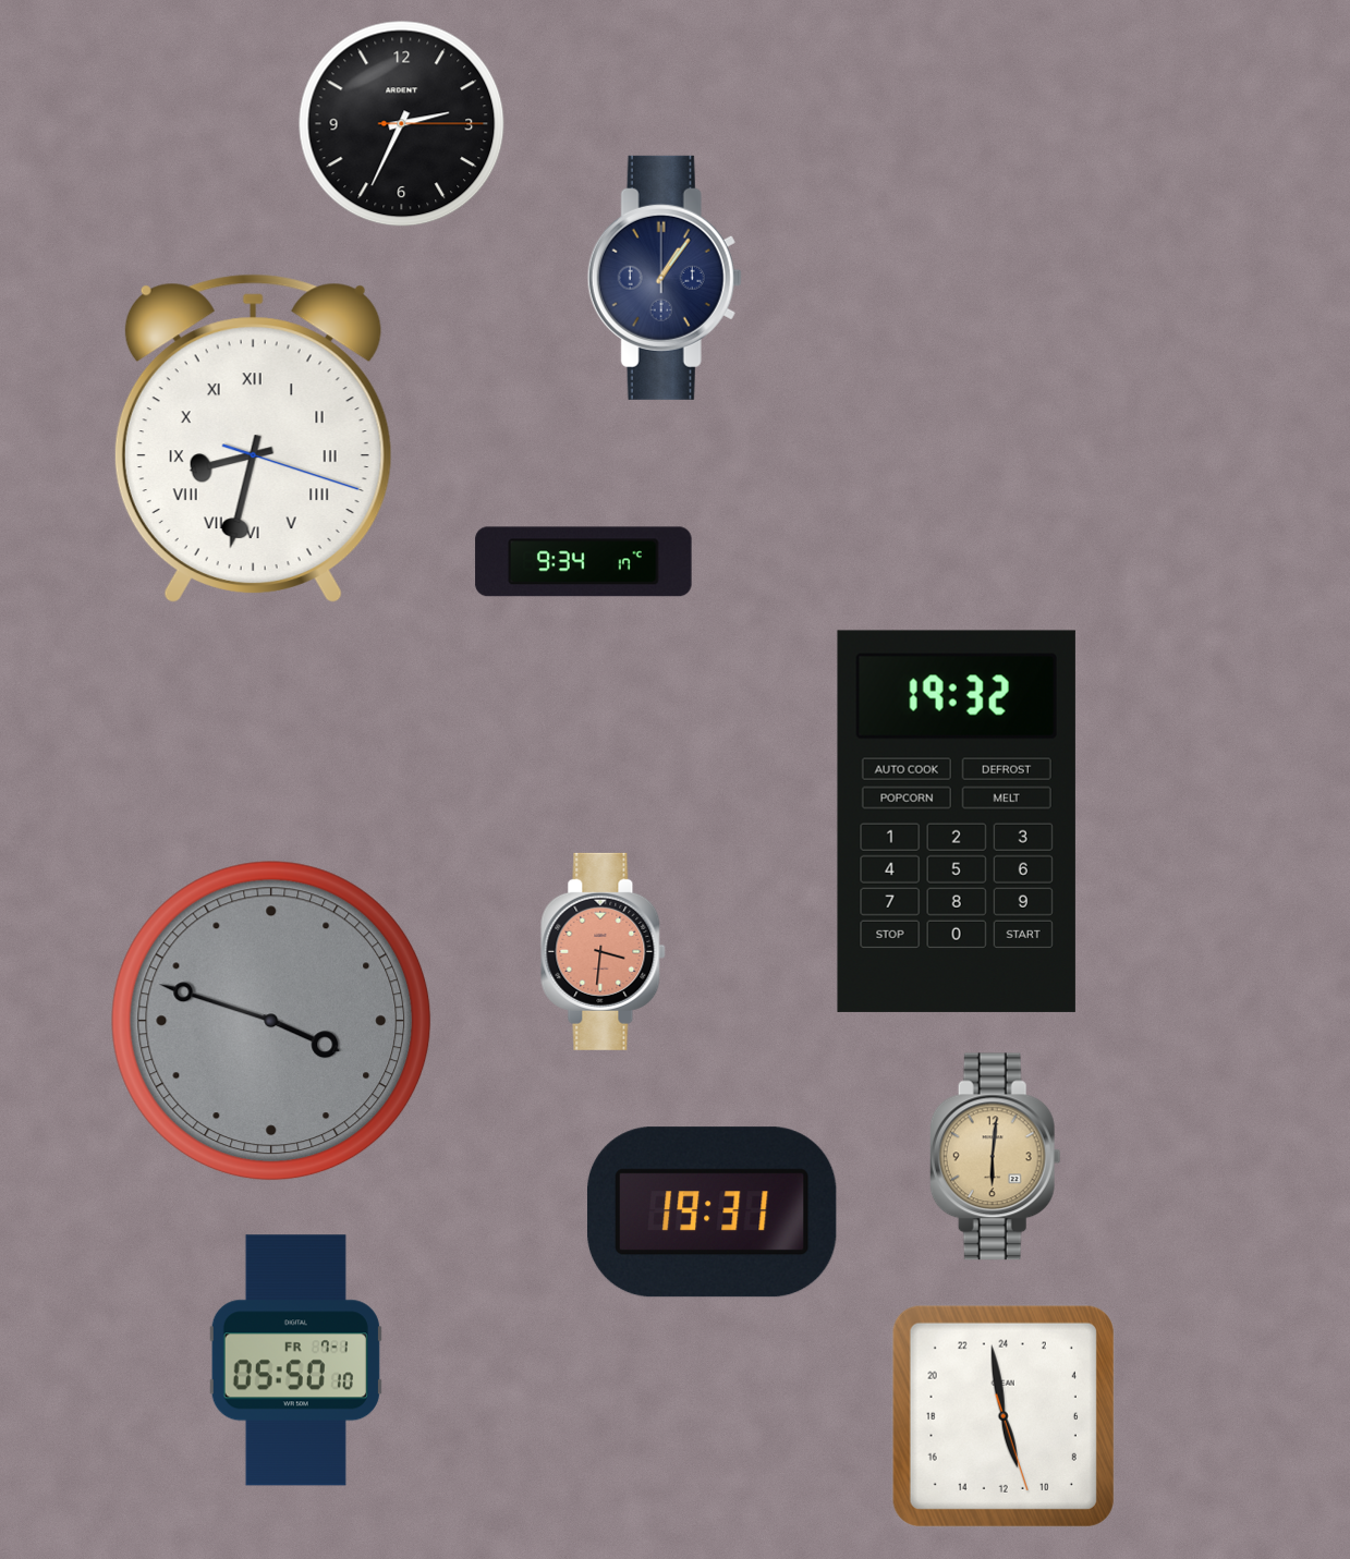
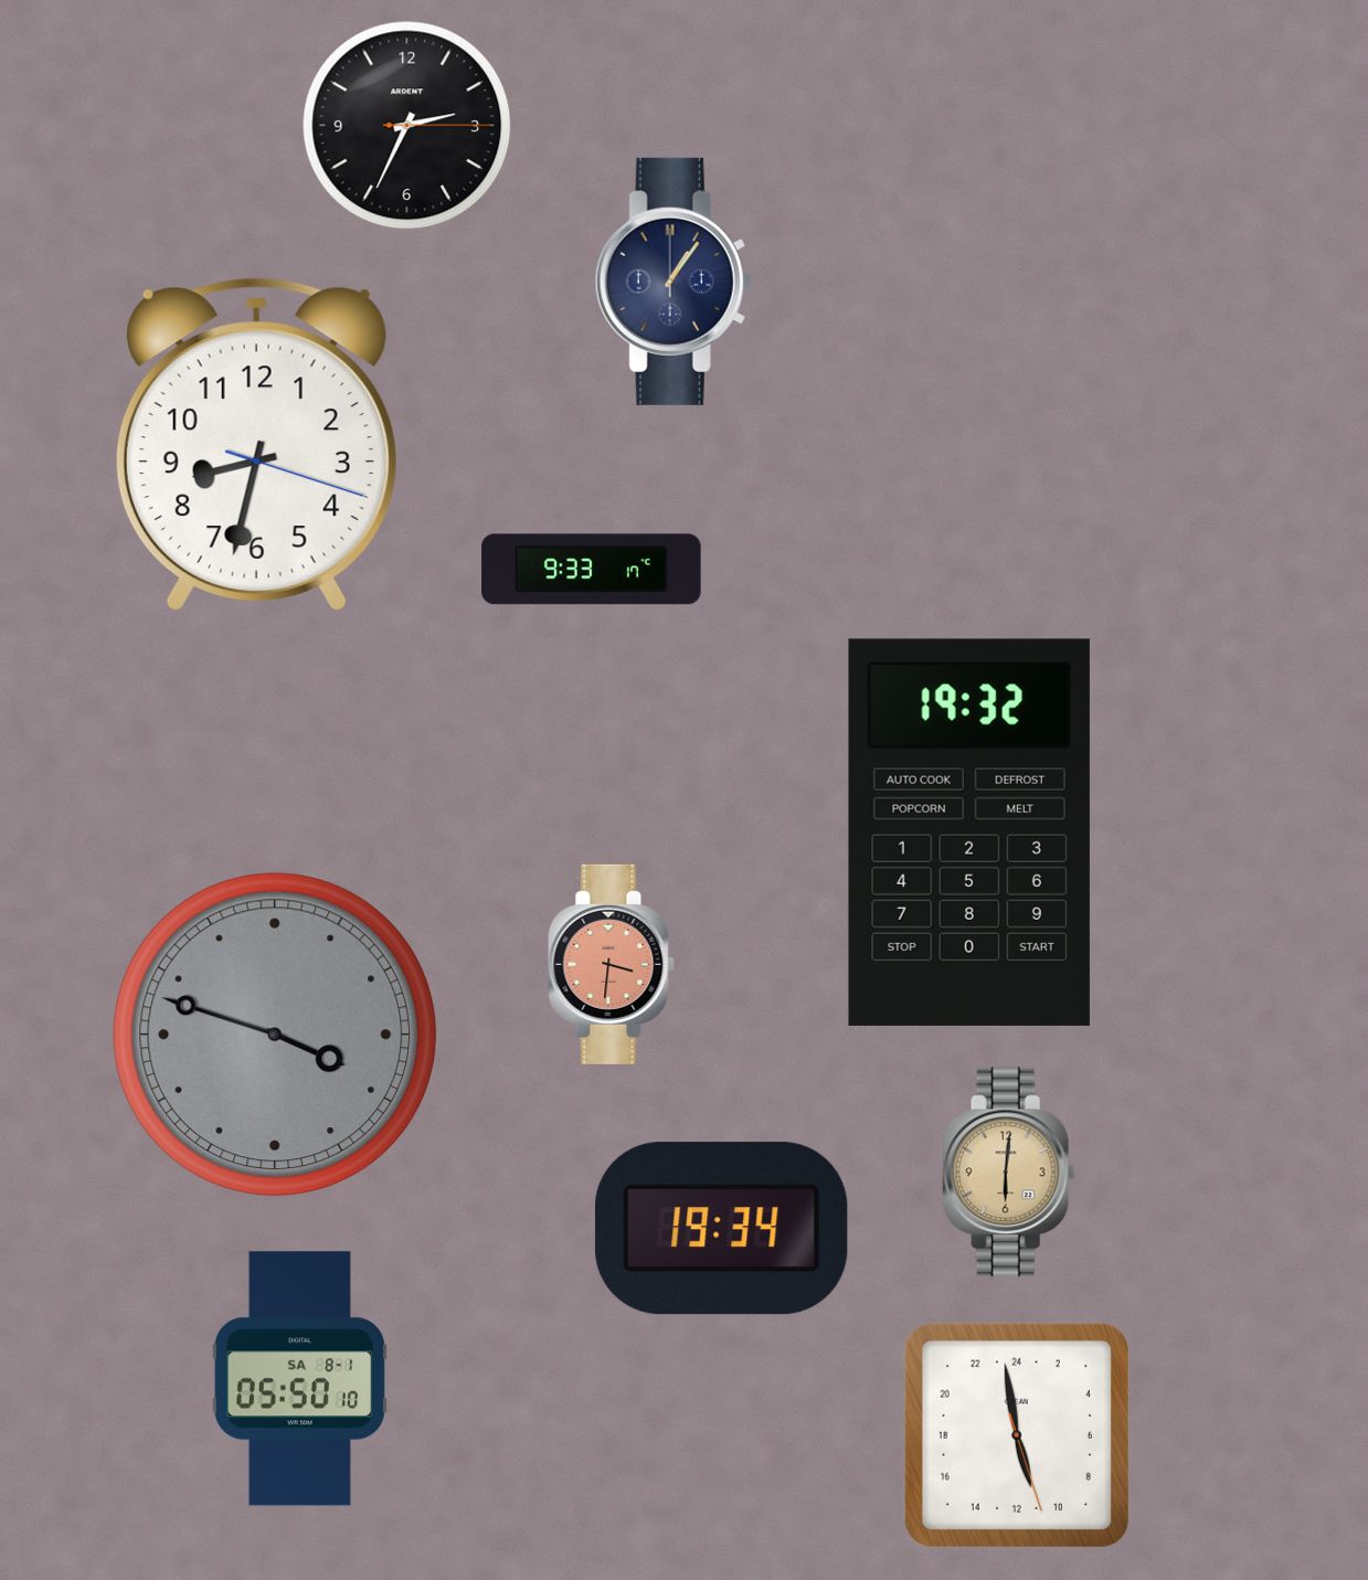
clock at (253, 438) numerals: Roman -> Arabic
clock at (584, 562): 9:34 -> 9:33
clock at (712, 1213): 19:31 -> 19:34
clock at (295, 1361) date: FR 7-1 -> SA 8-1
